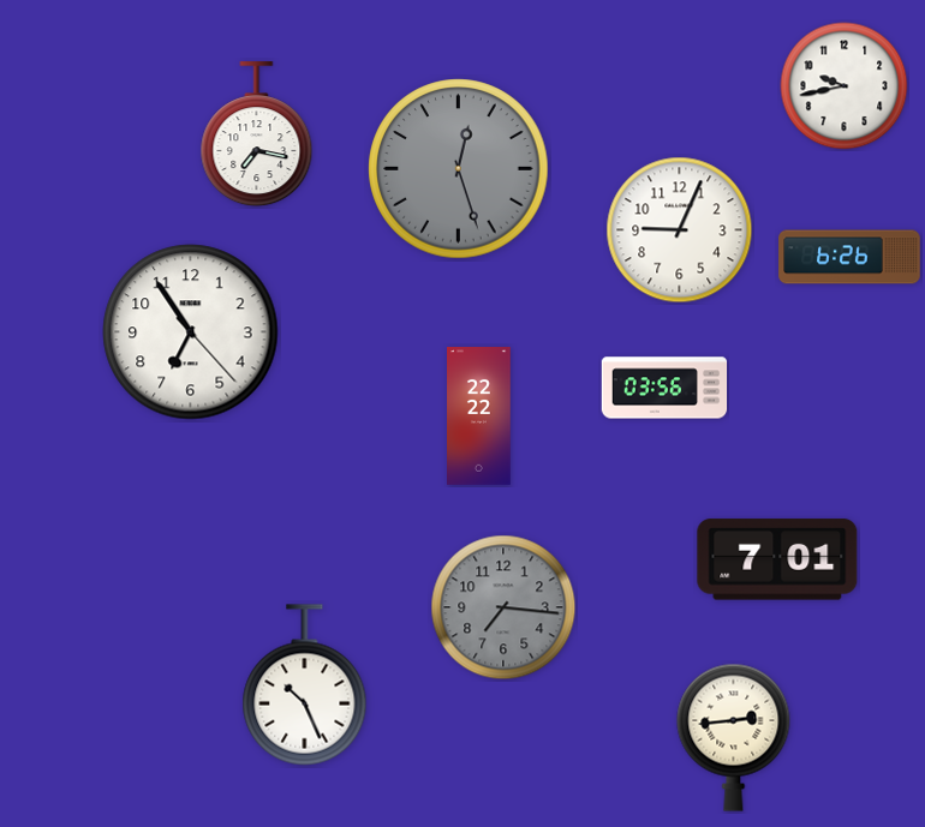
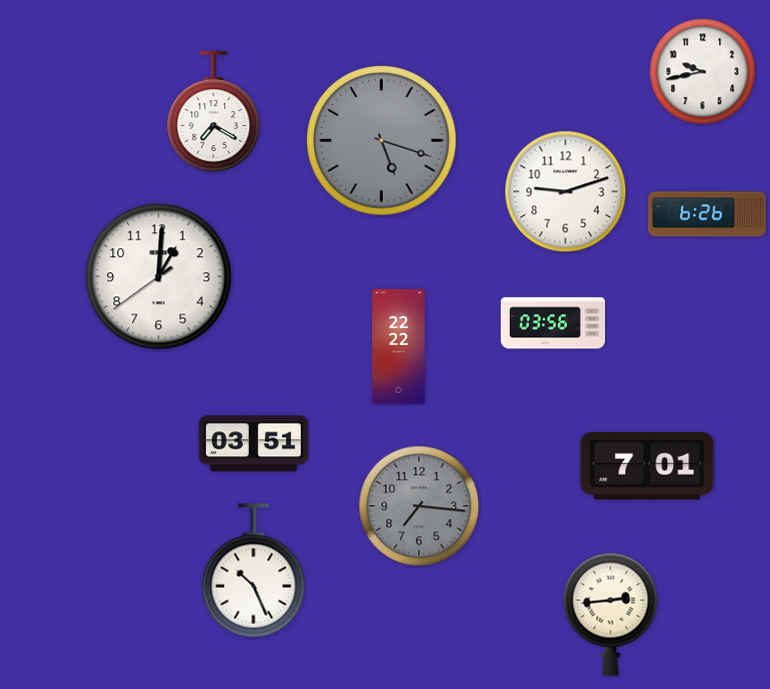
clock at (257, 134): 7:17 -> 7:20
clock at (459, 169): 12:27 -> 5:18
clock at (680, 230): 9:04 -> 9:12
clock at (191, 332): 6:54 -> 1:00
clock at (253, 444): none -> 03:51
